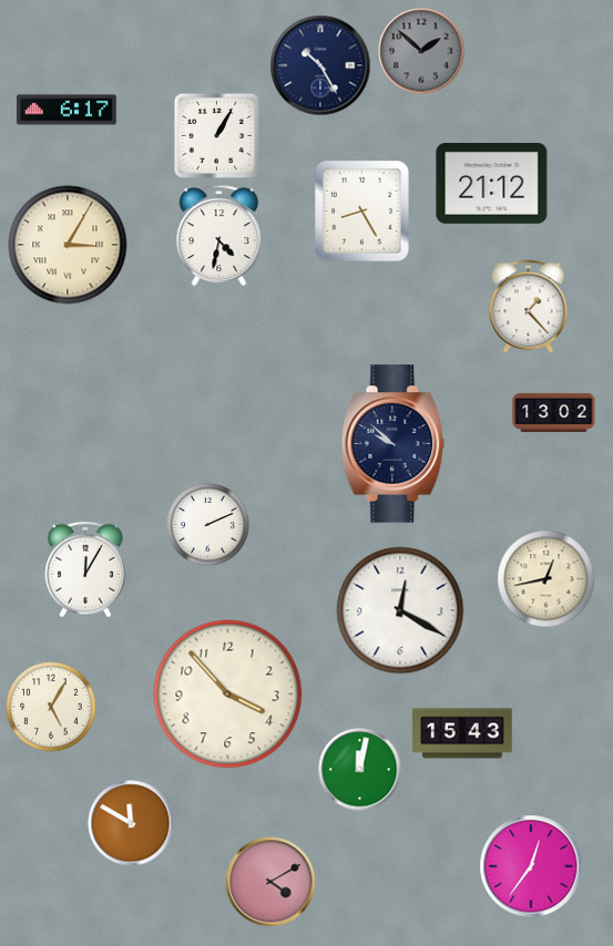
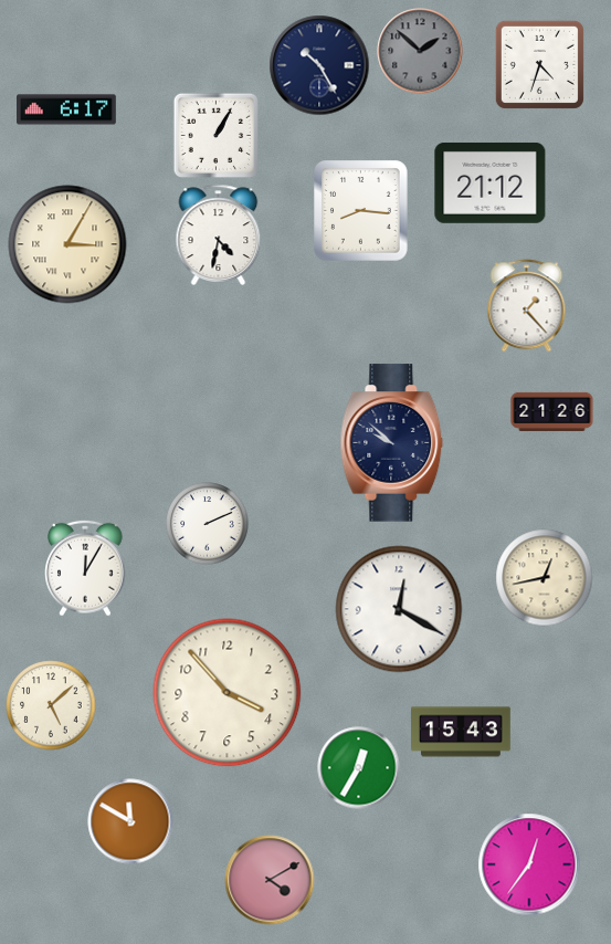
clock at (539, 64): none -> 4:33
clock at (362, 212): 8:25 -> 8:16
clock at (554, 412): 13:02 -> 21:26
clock at (51, 707): 5:05 -> 5:08
clock at (360, 770): 12:02 -> 12:35
